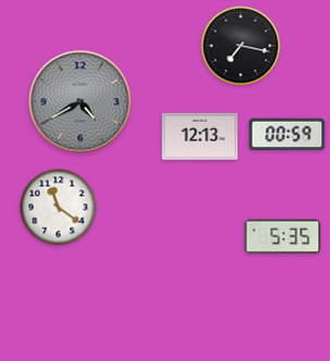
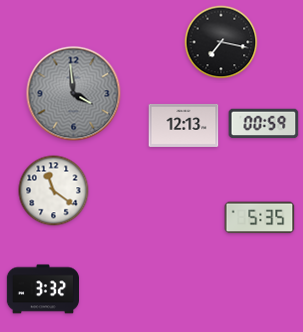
clock at (81, 102): 4:40 -> 3:59
clock at (42, 289): none -> 3:32
